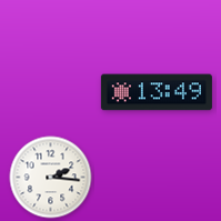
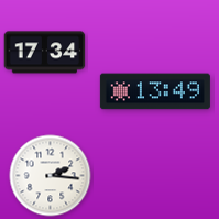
clock at (45, 53): none -> 17:34
